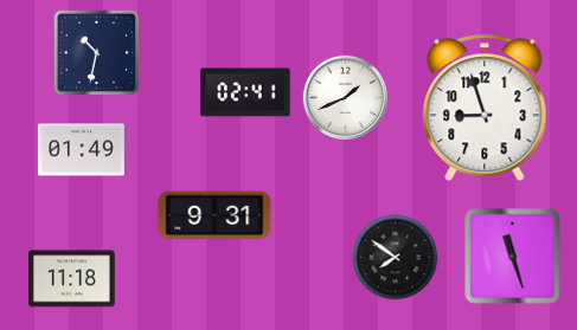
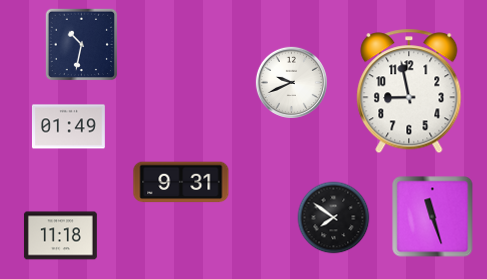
clock at (245, 92): 02:41 -> none
clock at (345, 97): 1:41 -> 9:41
clock at (485, 108): 8:57 -> 8:58
